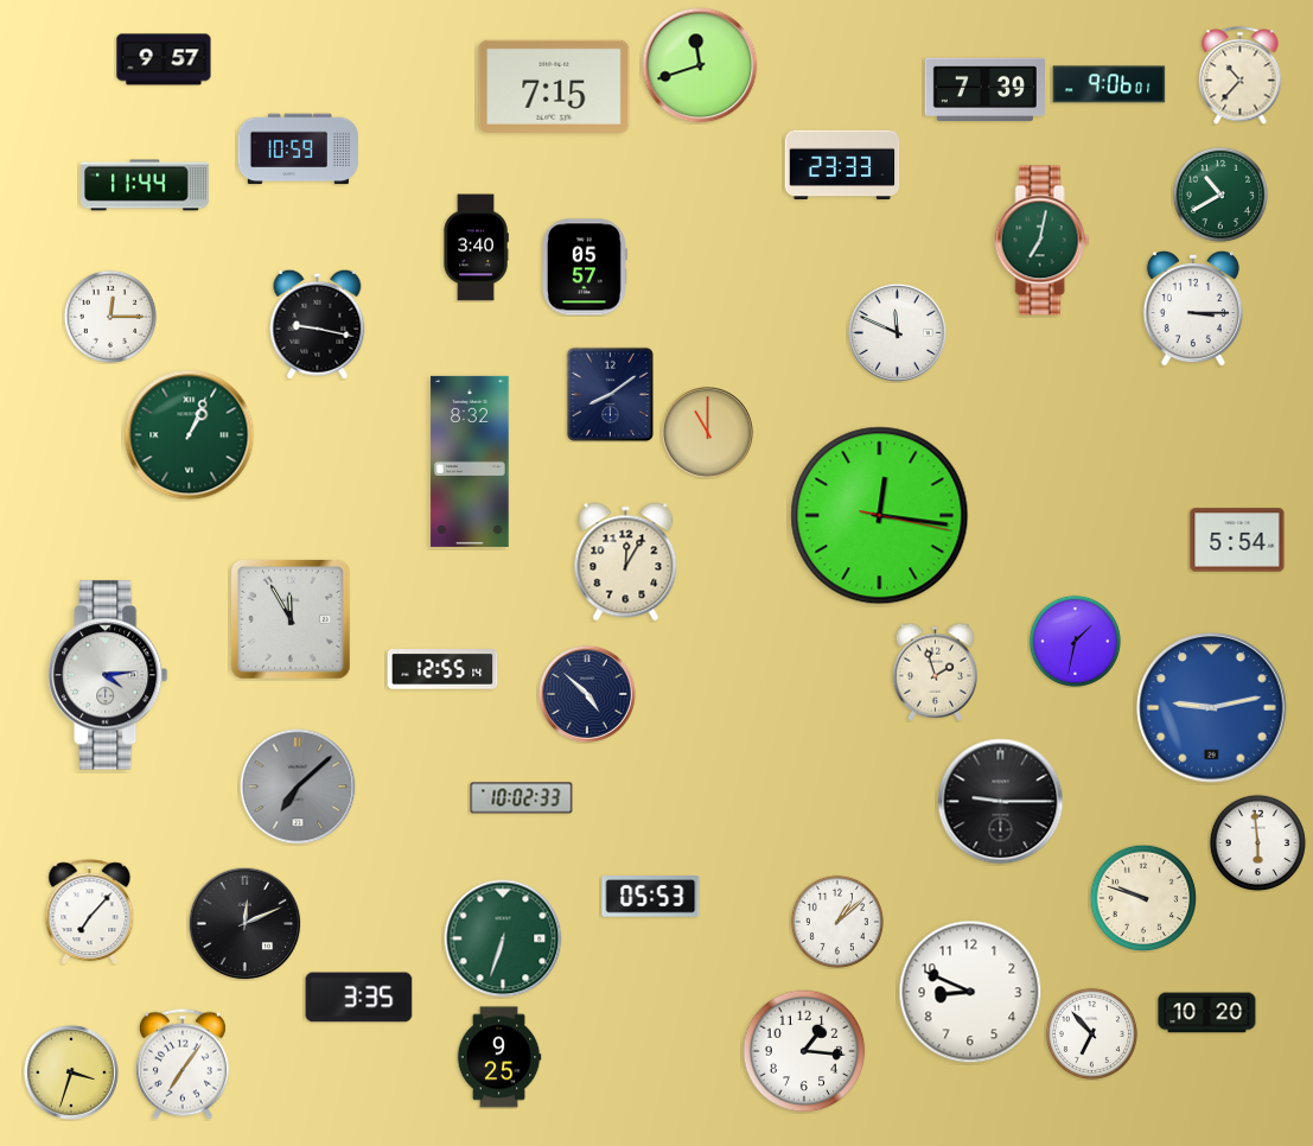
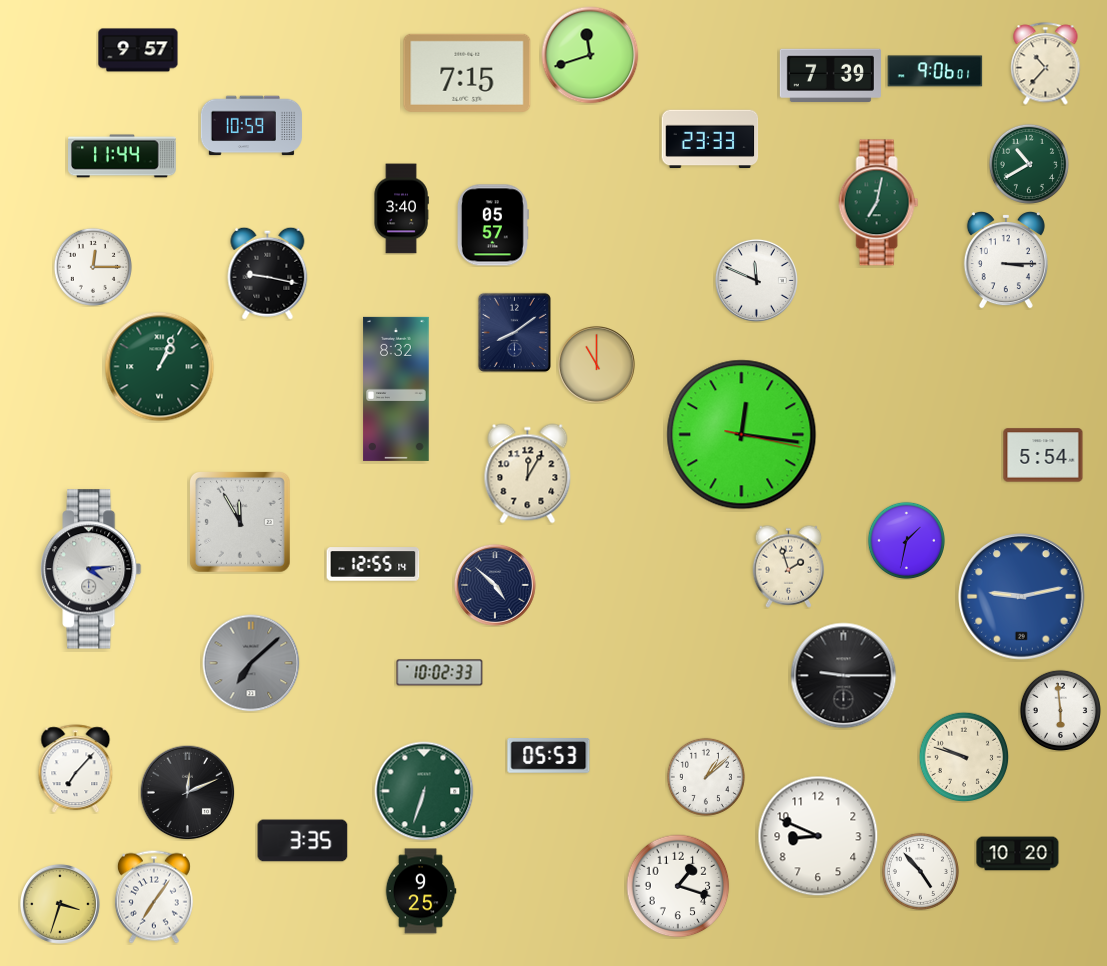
clock at (292, 620) position: (292, 620) -> (241, 523)
clock at (244, 923) position: (244, 923) -> (187, 792)
clock at (1091, 1033): 6:53 -> 4:53
clock at (804, 1051): 1:16 -> 1:18
